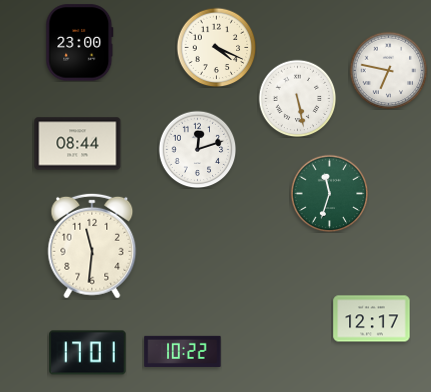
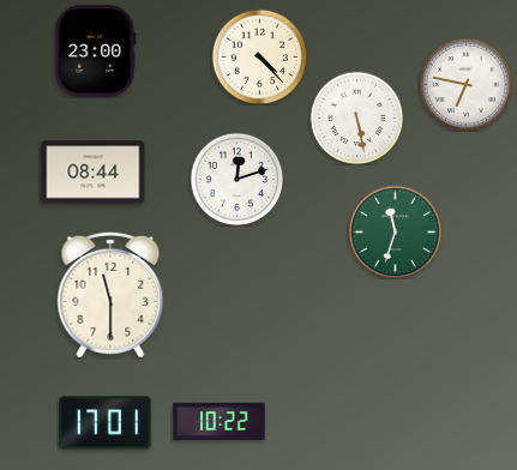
clock at (216, 47): 4:19 -> 4:23
clock at (92, 246): 11:31 -> 11:30
clock at (372, 319): 12:17 -> none
